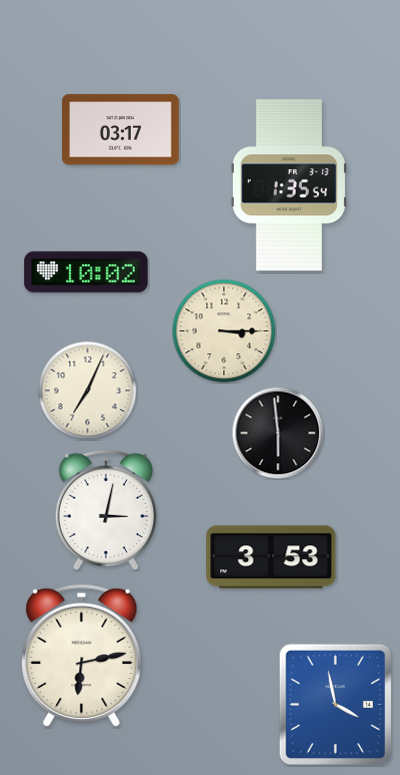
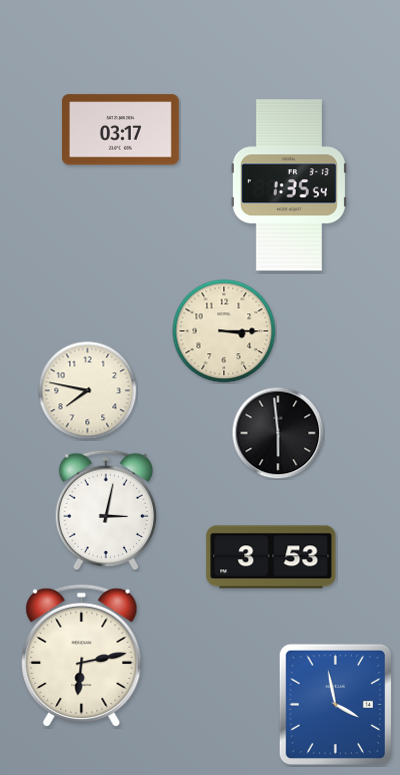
clock at (86, 272): 10:02 -> none
clock at (88, 391): 7:04 -> 7:47
